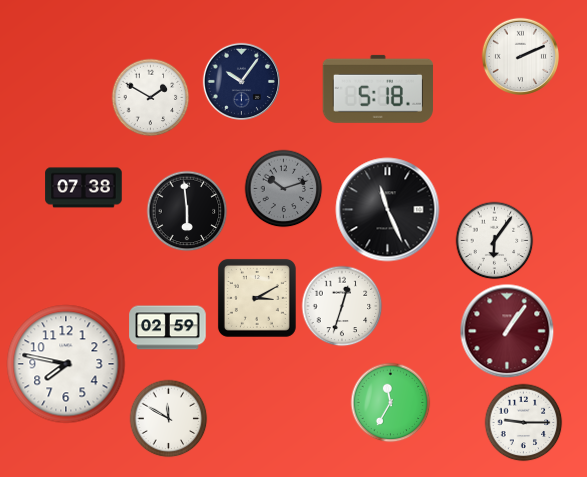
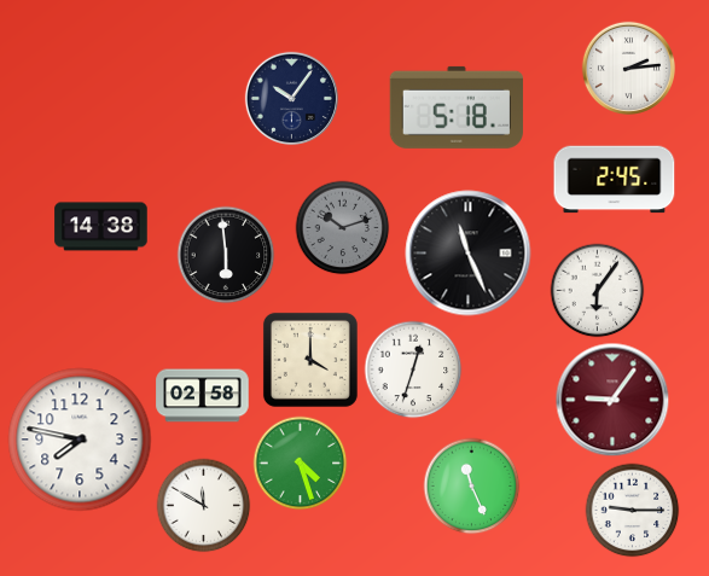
clock at (520, 56): 2:11 -> 2:14
clock at (150, 97): 1:50 -> none
clock at (615, 180): none -> 2:45
clock at (84, 188): 07:38 -> 14:38
clock at (257, 298): 3:10 -> 4:00
clock at (168, 328): 02:59 -> 02:58
clock at (507, 331): 1:06 -> 9:06
clock at (300, 462): none -> 4:27
clock at (390, 402): 11:35 -> 11:26
